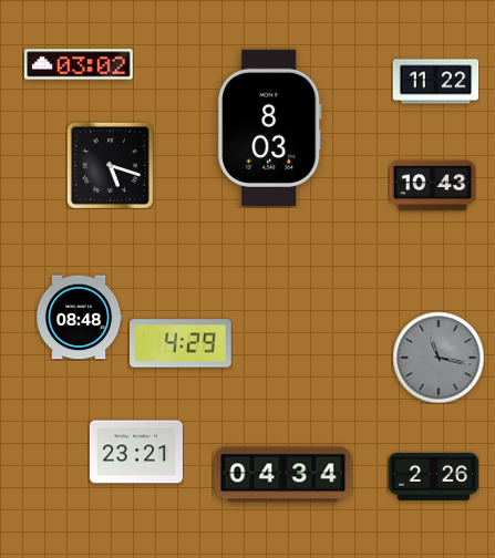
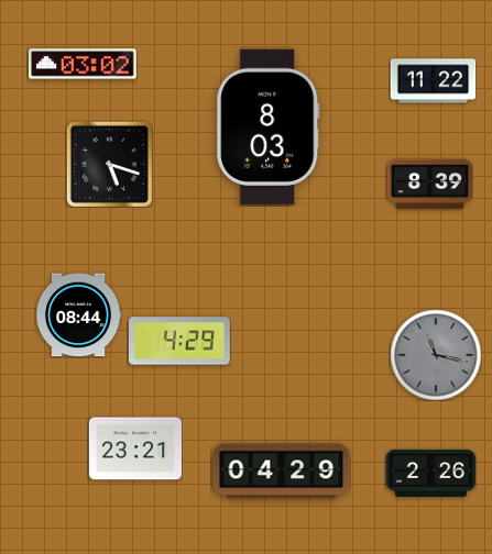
clock at (79, 64) position: (79, 64) -> (83, 64)
clock at (432, 186): 10:43 -> 8:39
clock at (79, 318): 08:48 -> 08:44
clock at (283, 475): 04:34 -> 04:29
